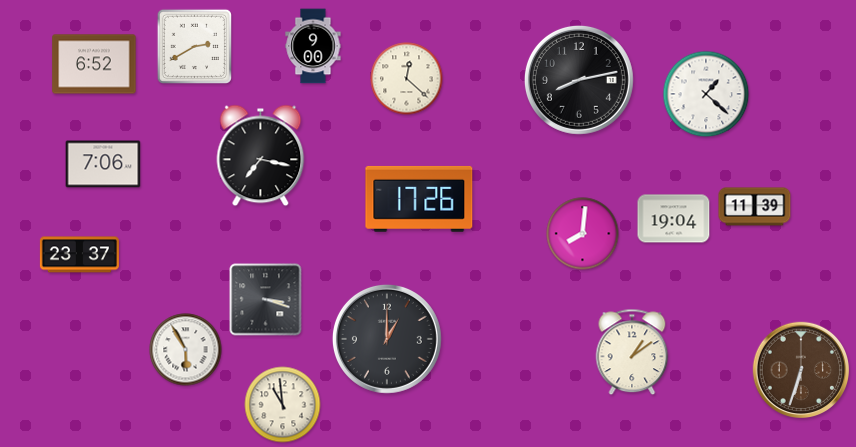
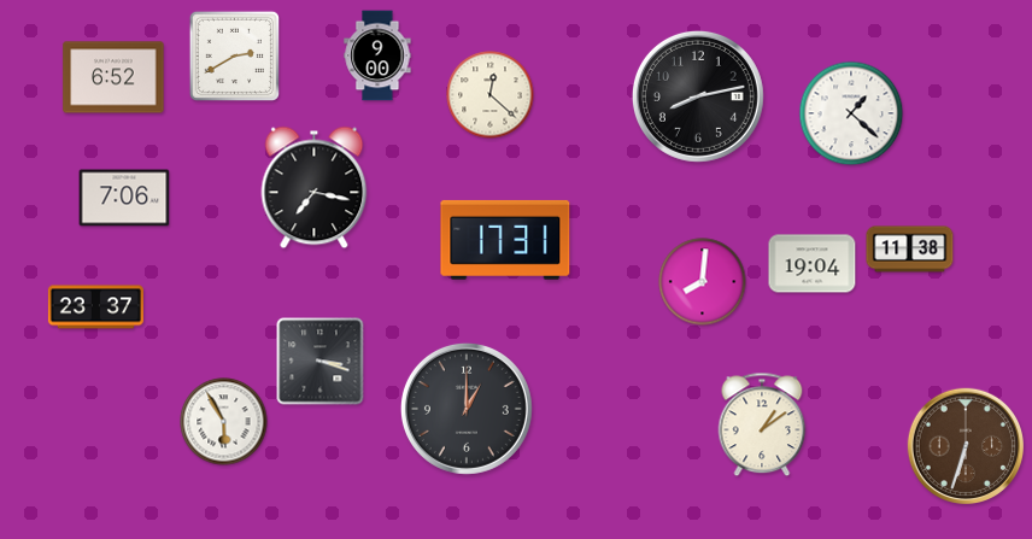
clock at (419, 199): 17:26 -> 17:31
clock at (755, 207): 11:39 -> 11:38
clock at (283, 405): 10:59 -> none
